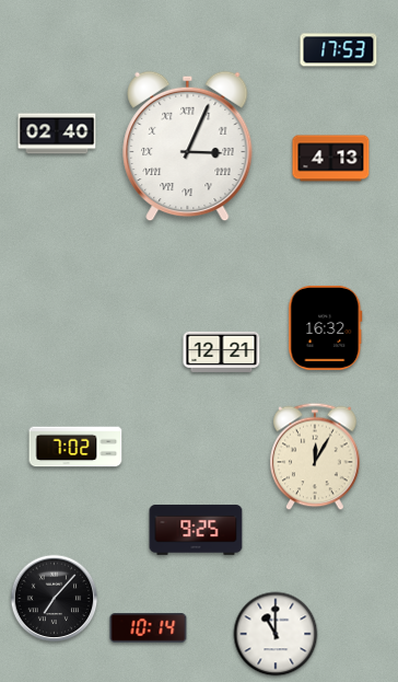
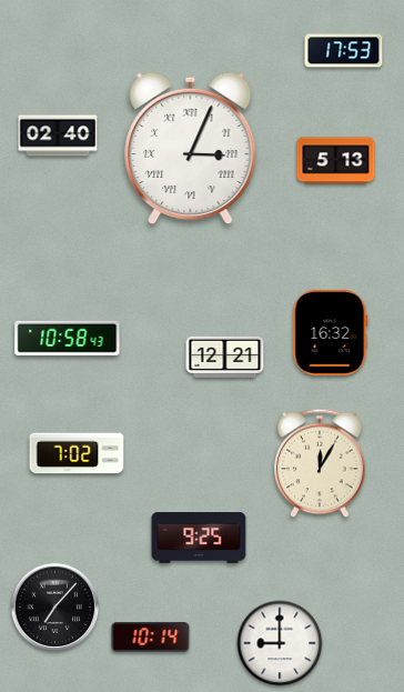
clock at (331, 159): 4:13 -> 5:13
clock at (68, 338): none -> 10:58
clock at (276, 634): 11:00 -> 9:00
